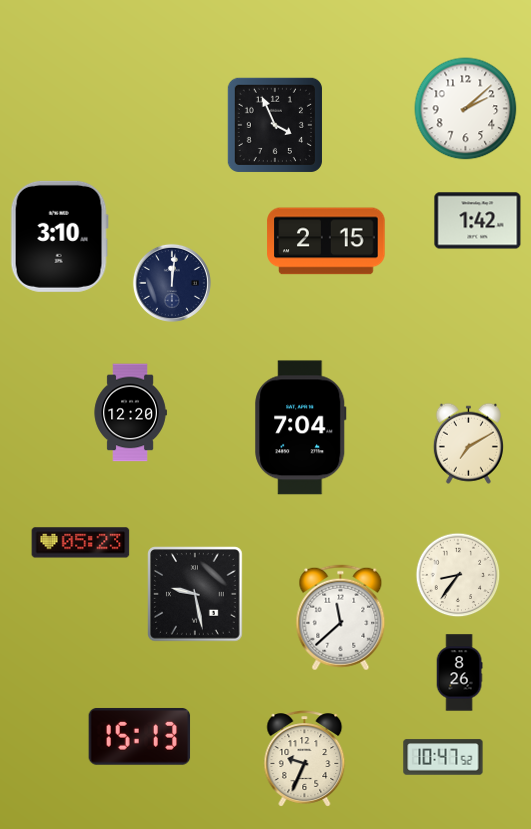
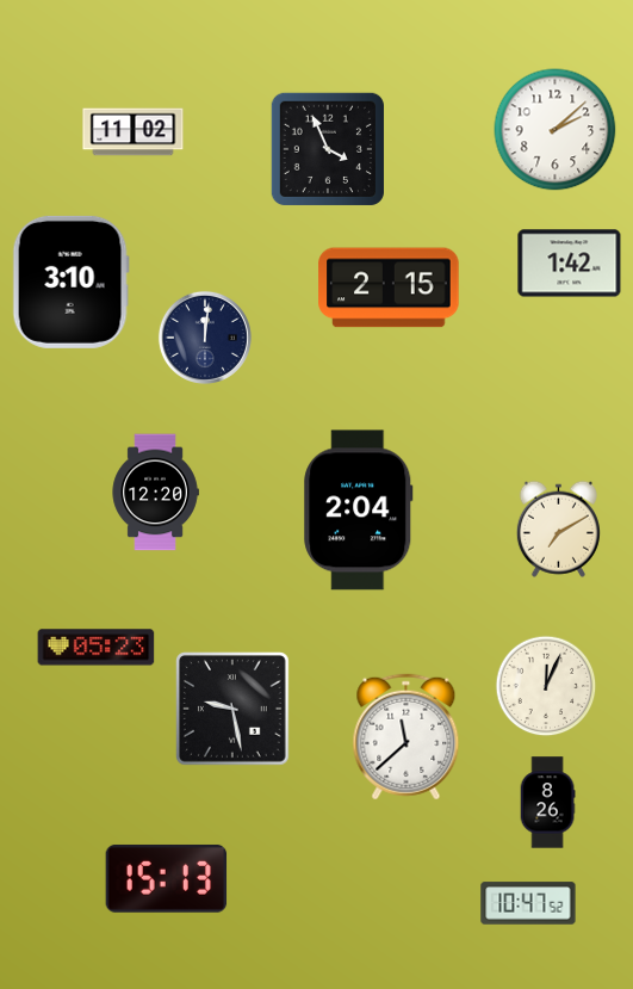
clock at (134, 132): none -> 11:02
clock at (301, 428): 7:04 -> 2:04
clock at (458, 575): 8:36 -> 12:04
clock at (305, 759): 9:34 -> none
